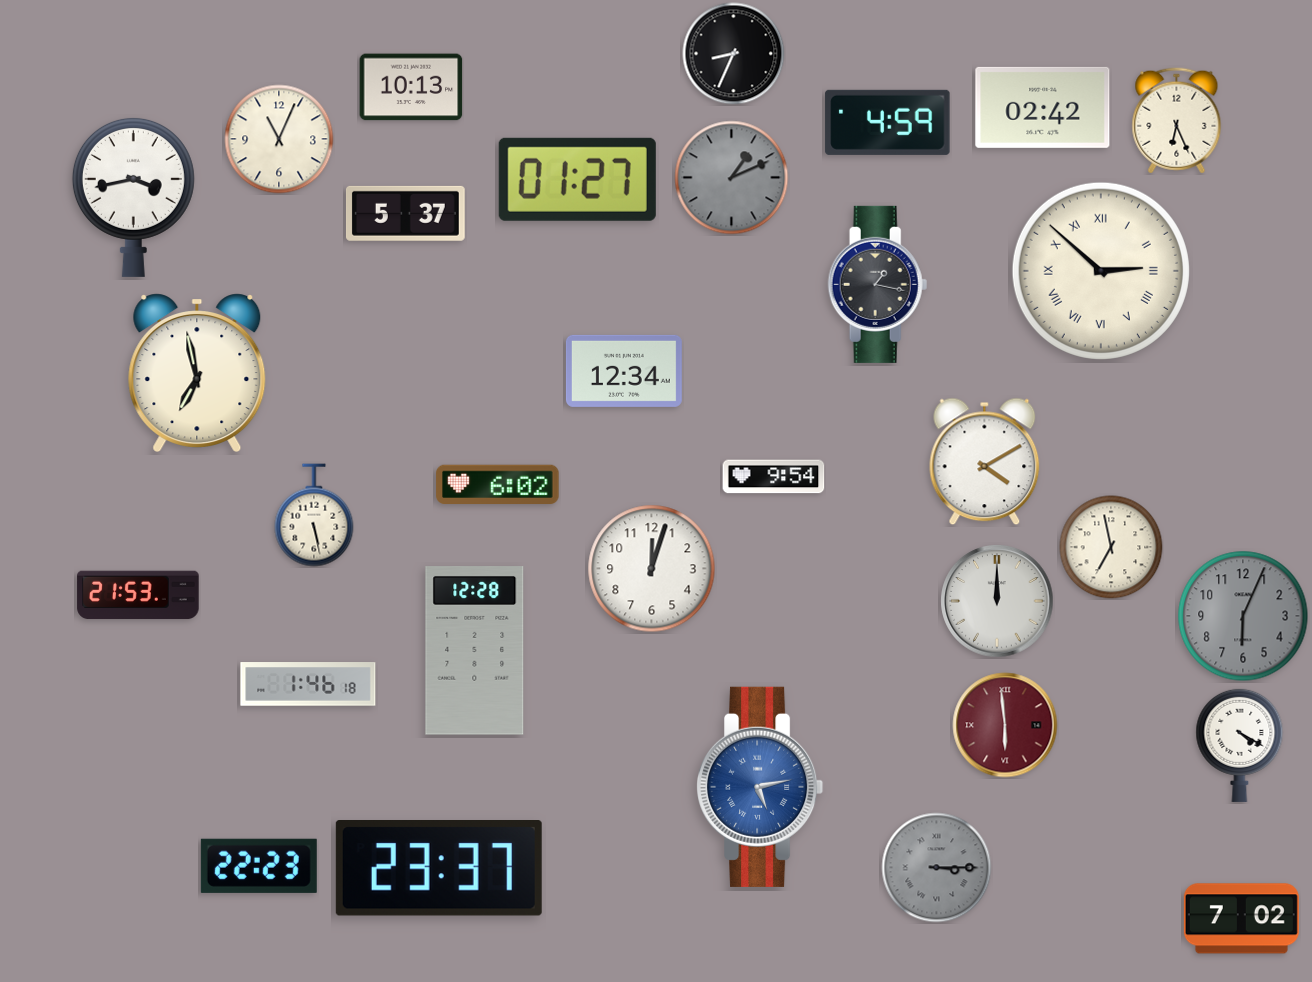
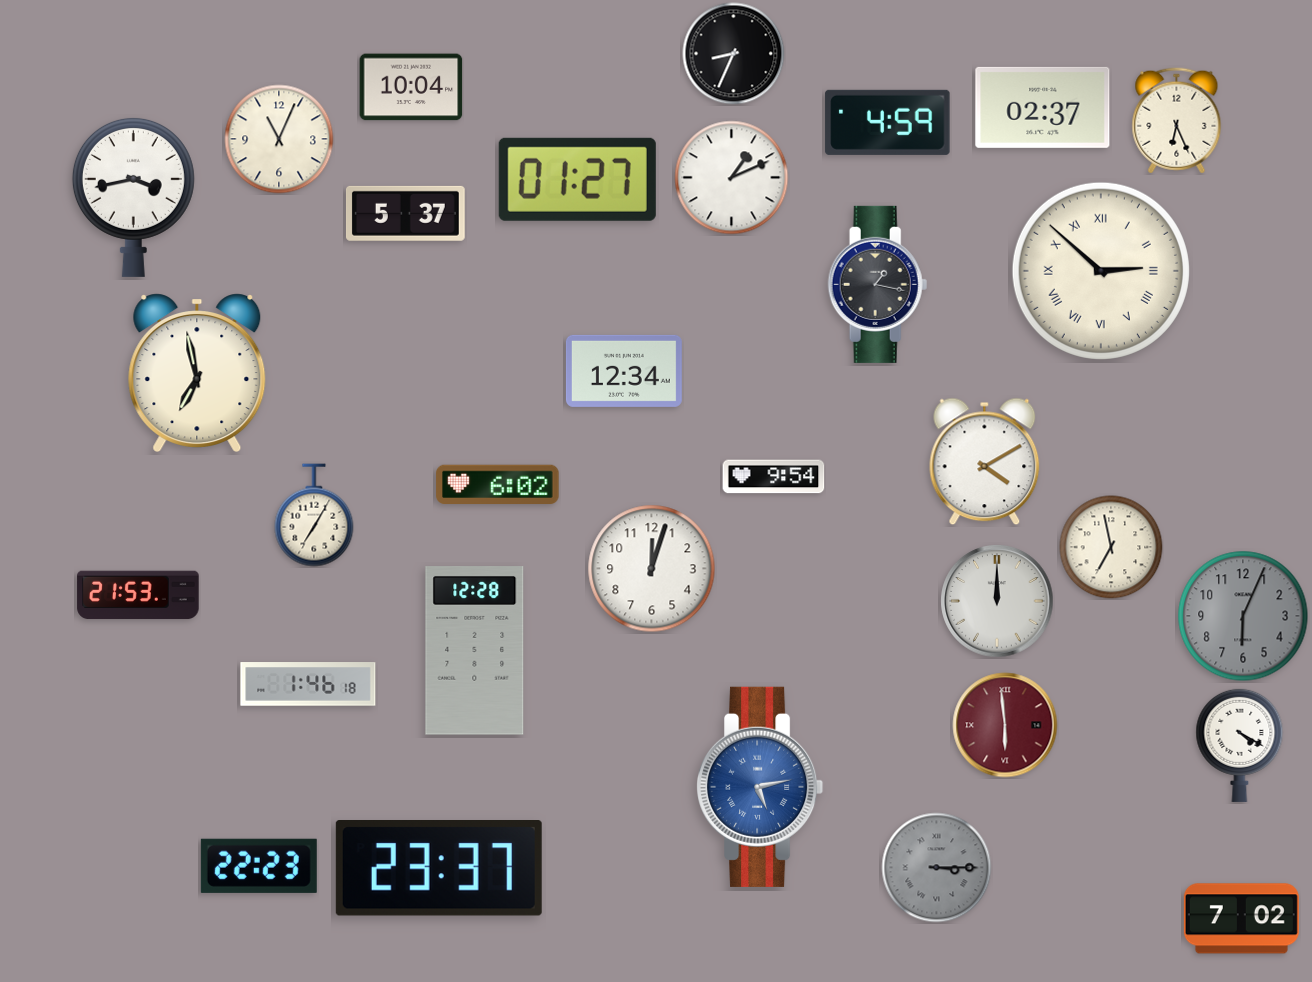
clock at (411, 87): 10:13 -> 10:04
clock at (1043, 107): 02:42 -> 02:37
clock at (732, 178) dial: grey -> white
clock at (314, 515): 5:28 -> 7:05
